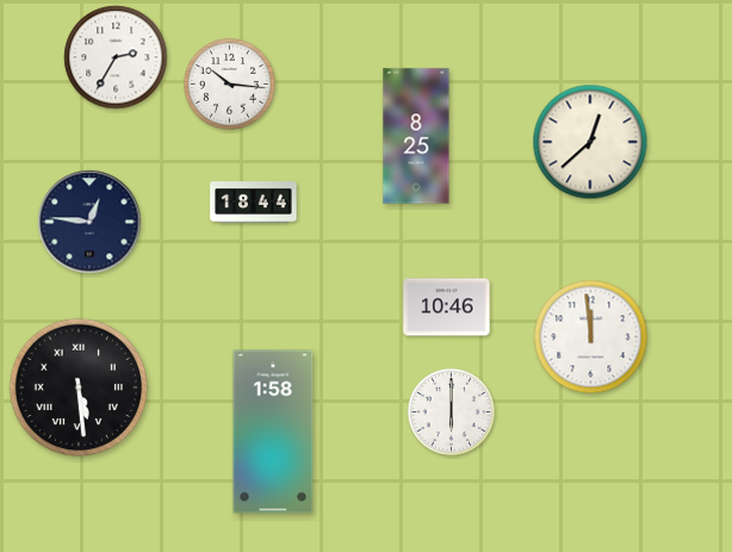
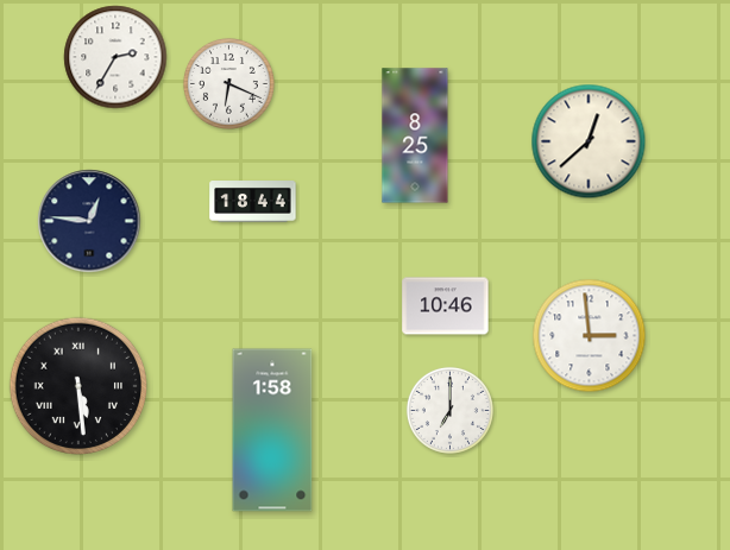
clock at (229, 83): 10:16 -> 6:19
clock at (591, 337): 11:59 -> 2:59
clock at (451, 411): 6:00 -> 7:00
